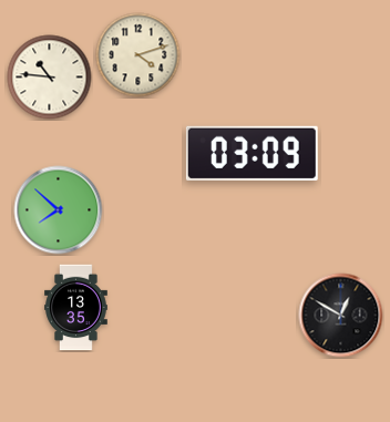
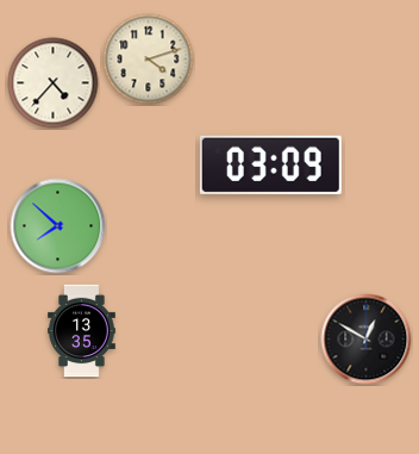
clock at (50, 78): 10:46 -> 4:37
clock at (59, 210) position: (59, 210) -> (58, 226)
